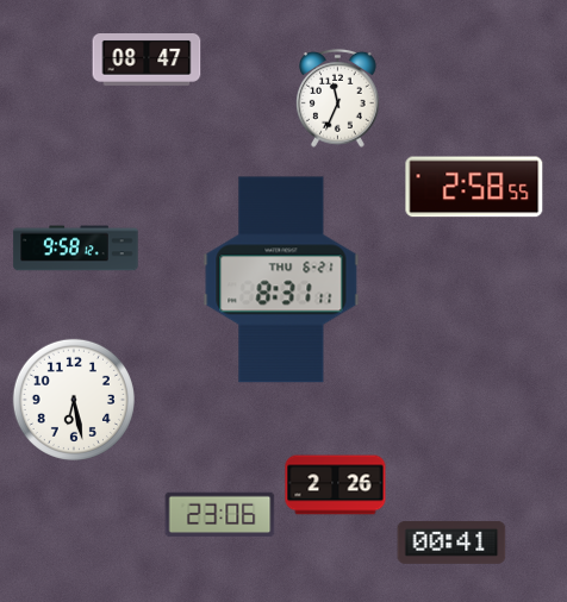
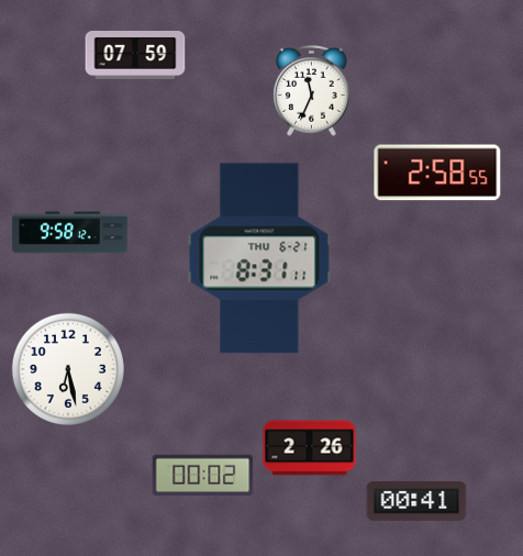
clock at (147, 61): 08:47 -> 07:59
clock at (76, 249) position: (76, 249) -> (70, 233)
clock at (220, 515): 23:06 -> 00:02
